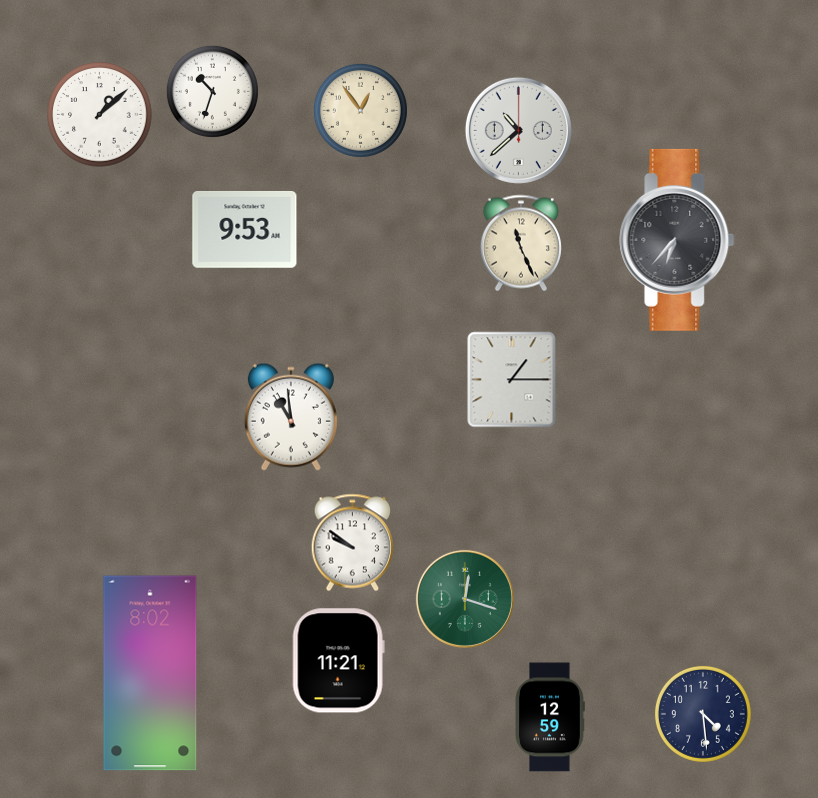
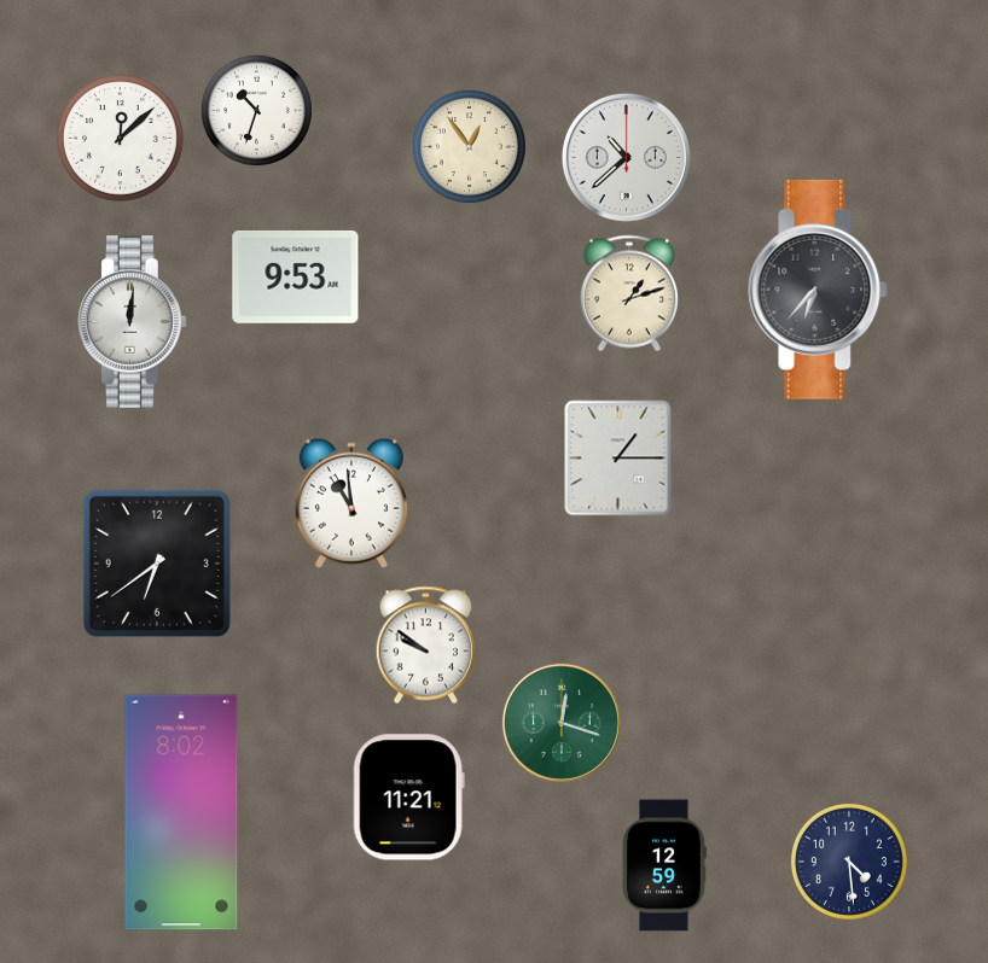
clock at (360, 110) position: (360, 110) -> (469, 146)
clock at (100, 115): 1:08 -> 12:08
clock at (521, 243): 11:26 -> 1:12
clock at (133, 322): none -> 12:01
clock at (157, 564): none -> 6:39
clock at (352, 543) position: (352, 543) -> (425, 646)
